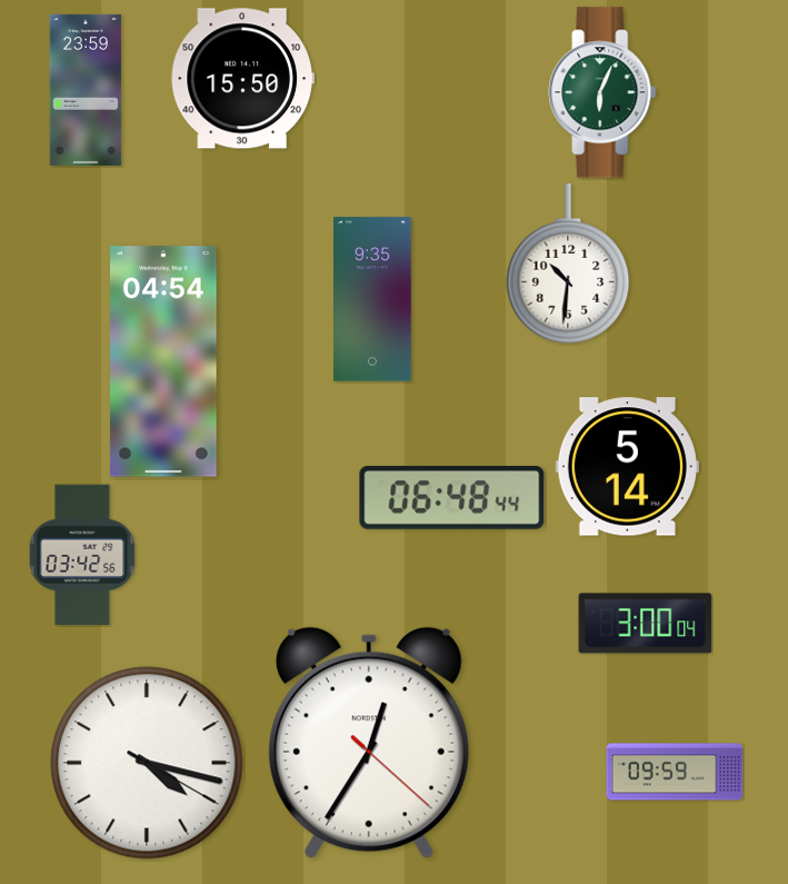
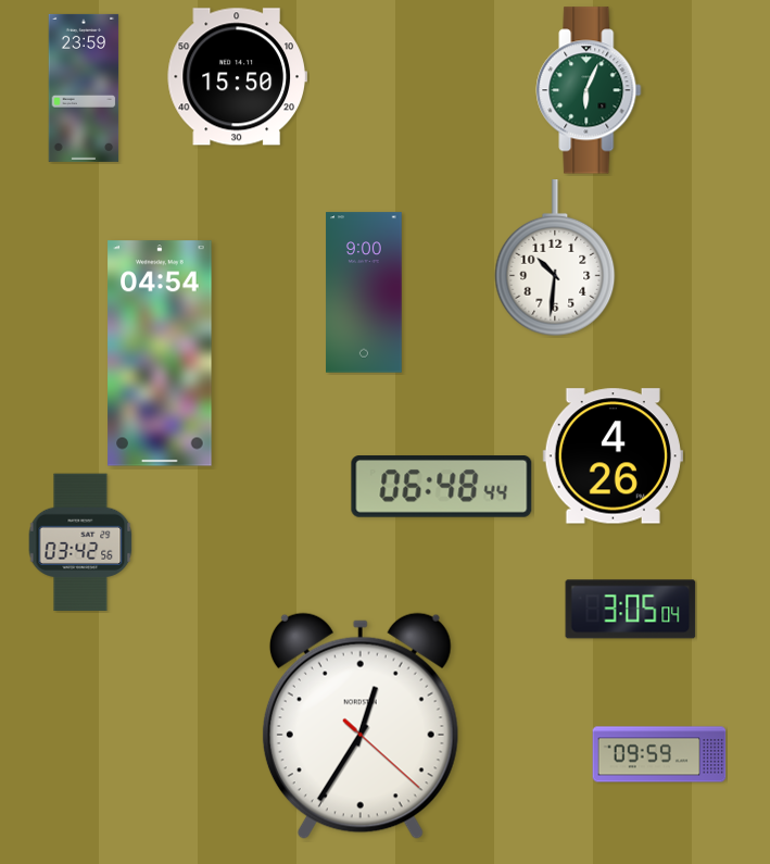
clock at (372, 299): 9:35 -> 9:00
clock at (627, 467): 5:14 -> 4:26
clock at (646, 624): 3:00 -> 3:05
clock at (147, 763): 4:17 -> none
